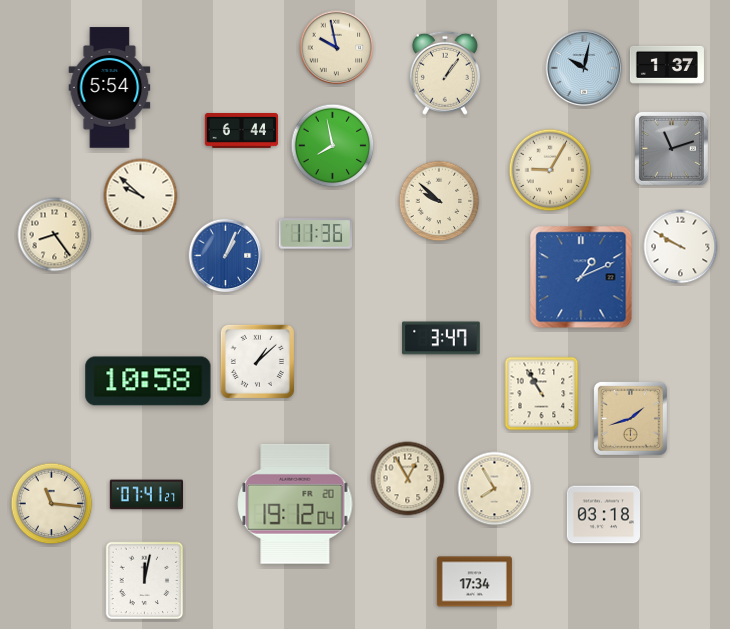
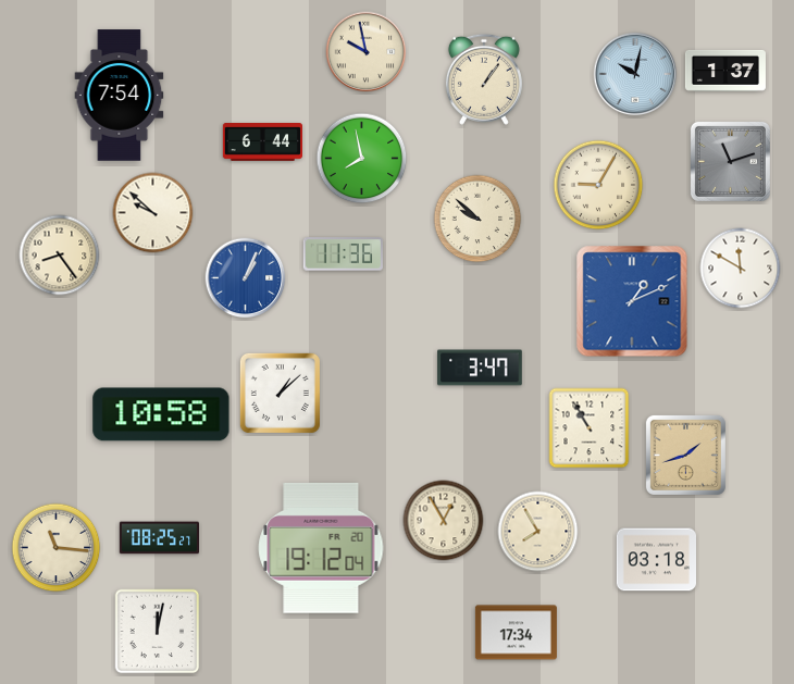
clock at (110, 88): 5:54 -> 7:54
clock at (681, 247): 9:50 -> 11:50
clock at (146, 495): 07:41 -> 08:25
